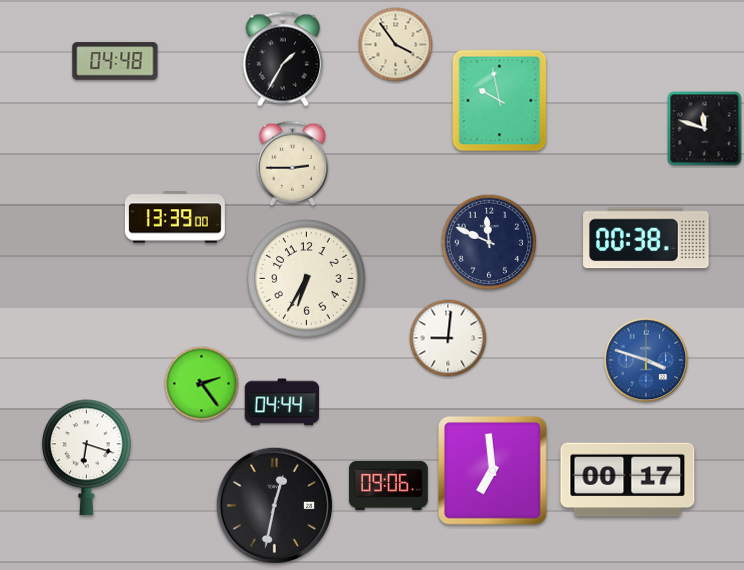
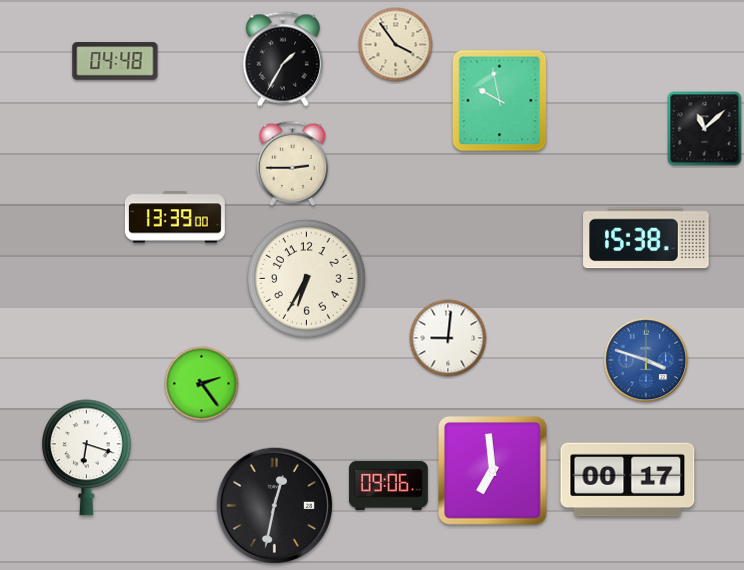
clock at (705, 129): 11:48 -> 11:08
clock at (646, 238): 00:38 -> 15:38
clock at (489, 242): 11:49 -> none
clock at (282, 402): 04:44 -> none
